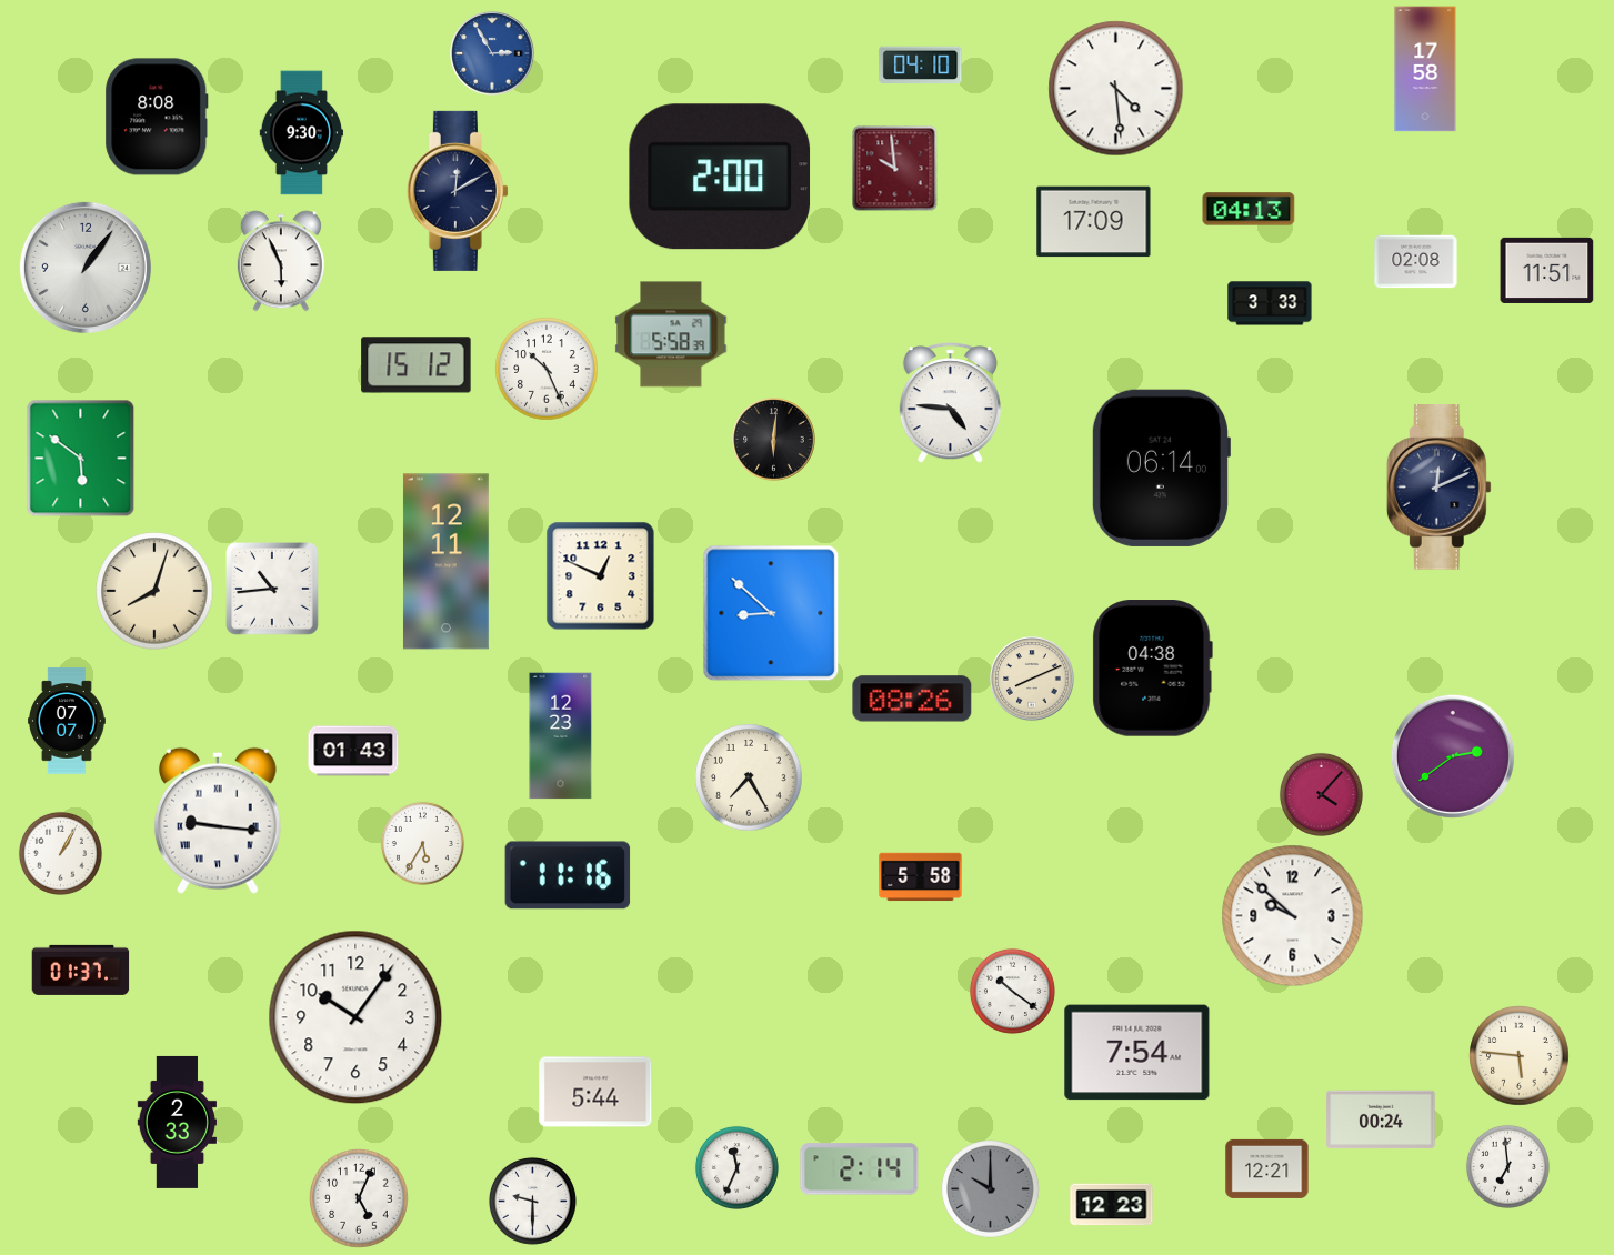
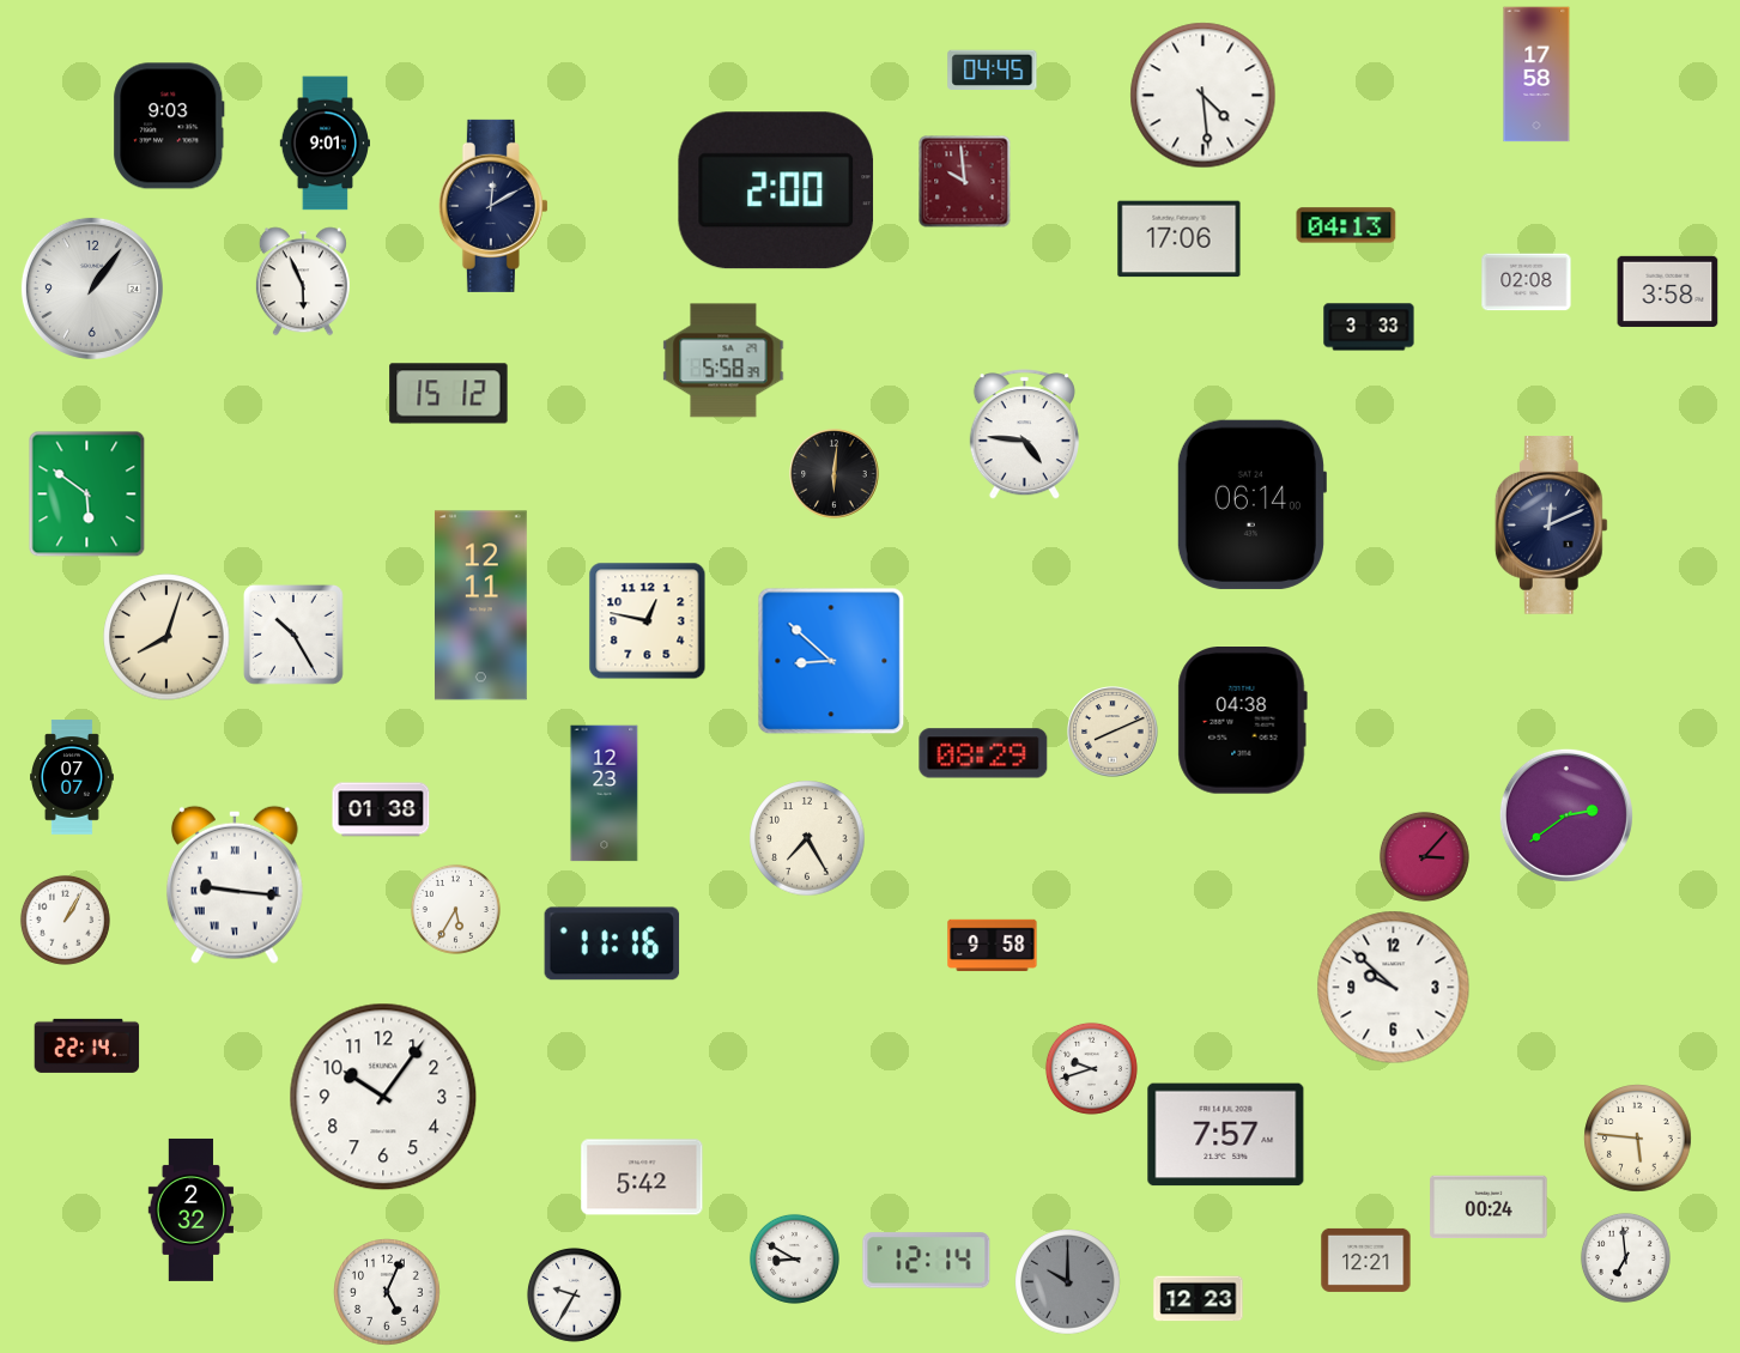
clock at (492, 53): 2:55 -> none
clock at (921, 64): 04:10 -> 04:45
clock at (157, 117): 8:08 -> 9:03
clock at (301, 133): 9:30 -> 9:01
clock at (1094, 222): 17:09 -> 17:06
clock at (1547, 270): 11:51 -> 3:58
clock at (547, 369): 10:26 -> none
clock at (601, 576): 12:49 -> 12:47
clock at (273, 590): 10:44 -> 10:25
clock at (912, 699): 08:26 -> 08:29
clock at (353, 751): 01:43 -> 01:38
clock at (1321, 794): 4:07 -> 3:07
clock at (921, 877): 5:58 -> 9:58
clock at (81, 970): 01:37 -> 22:14
clock at (1012, 991): 10:21 -> 9:42
clock at (1137, 1053): 7:54 -> 7:57
clock at (595, 1092): 5:44 -> 5:42
clock at (177, 1122): 2:33 -> 2:32
clock at (736, 1167): 11:34 -> 8:50
clock at (860, 1169): 2:14 -> 12:14
clock at (532, 1201): 9:30 -> 9:35
